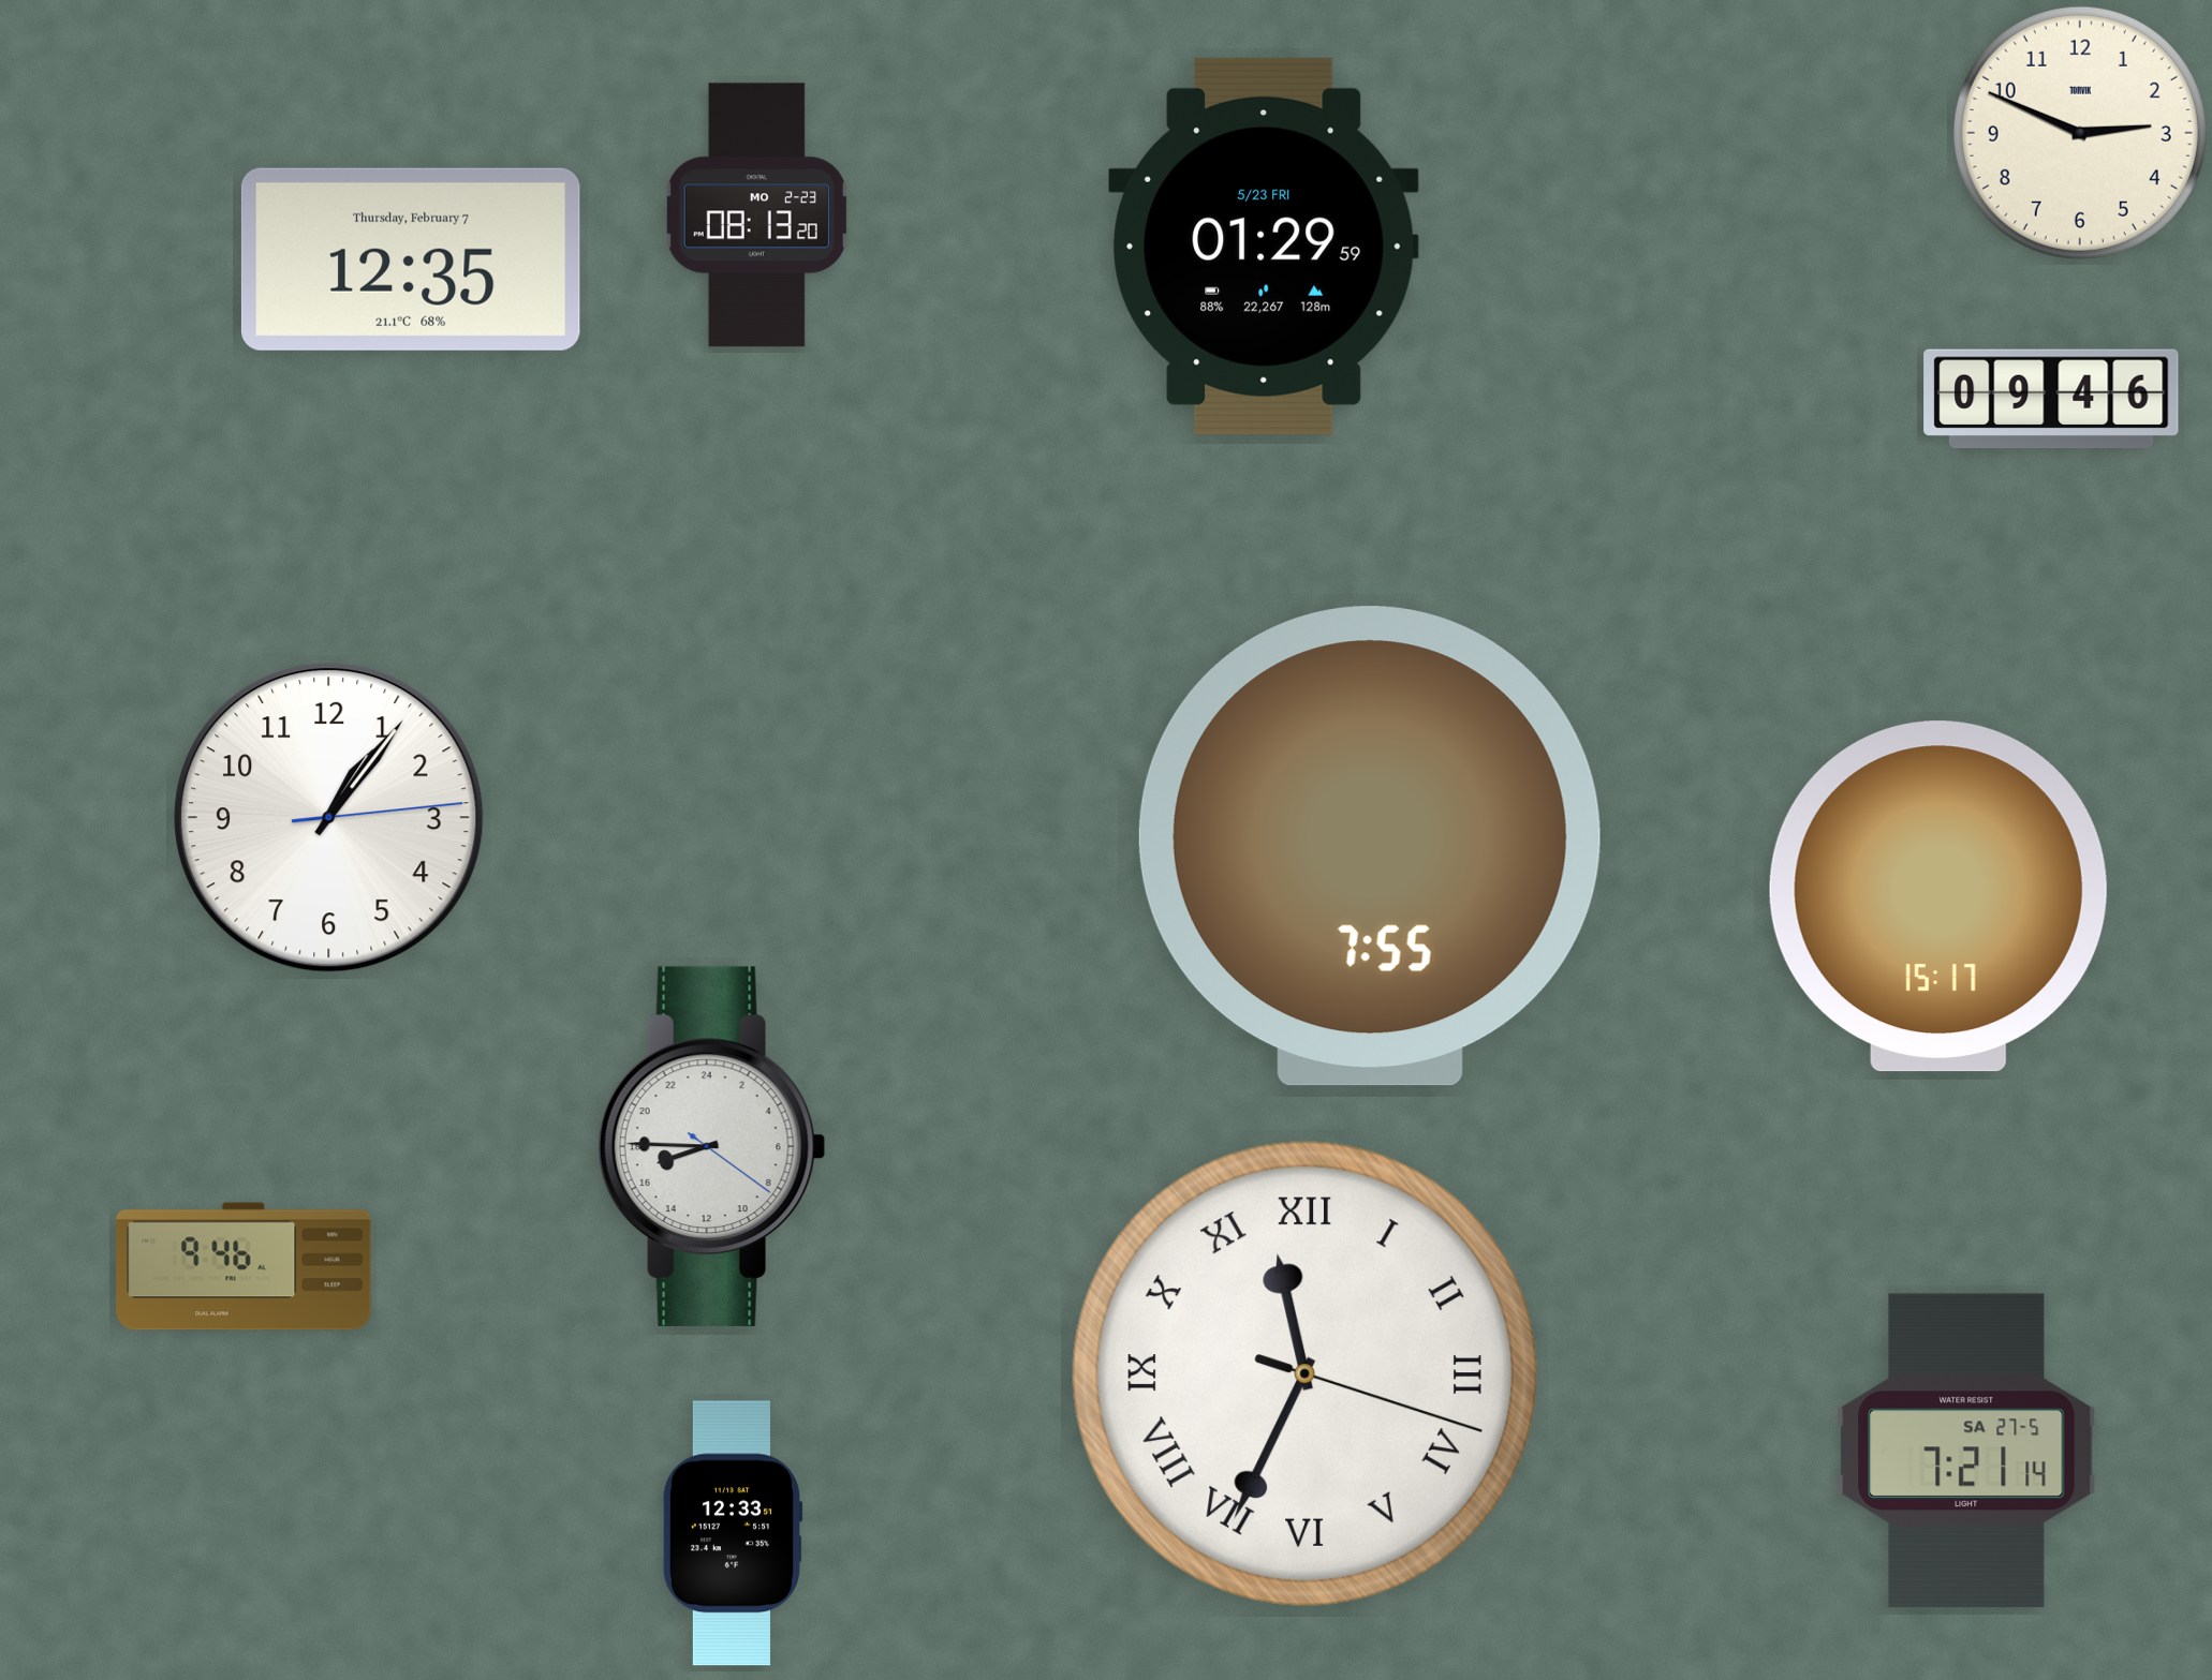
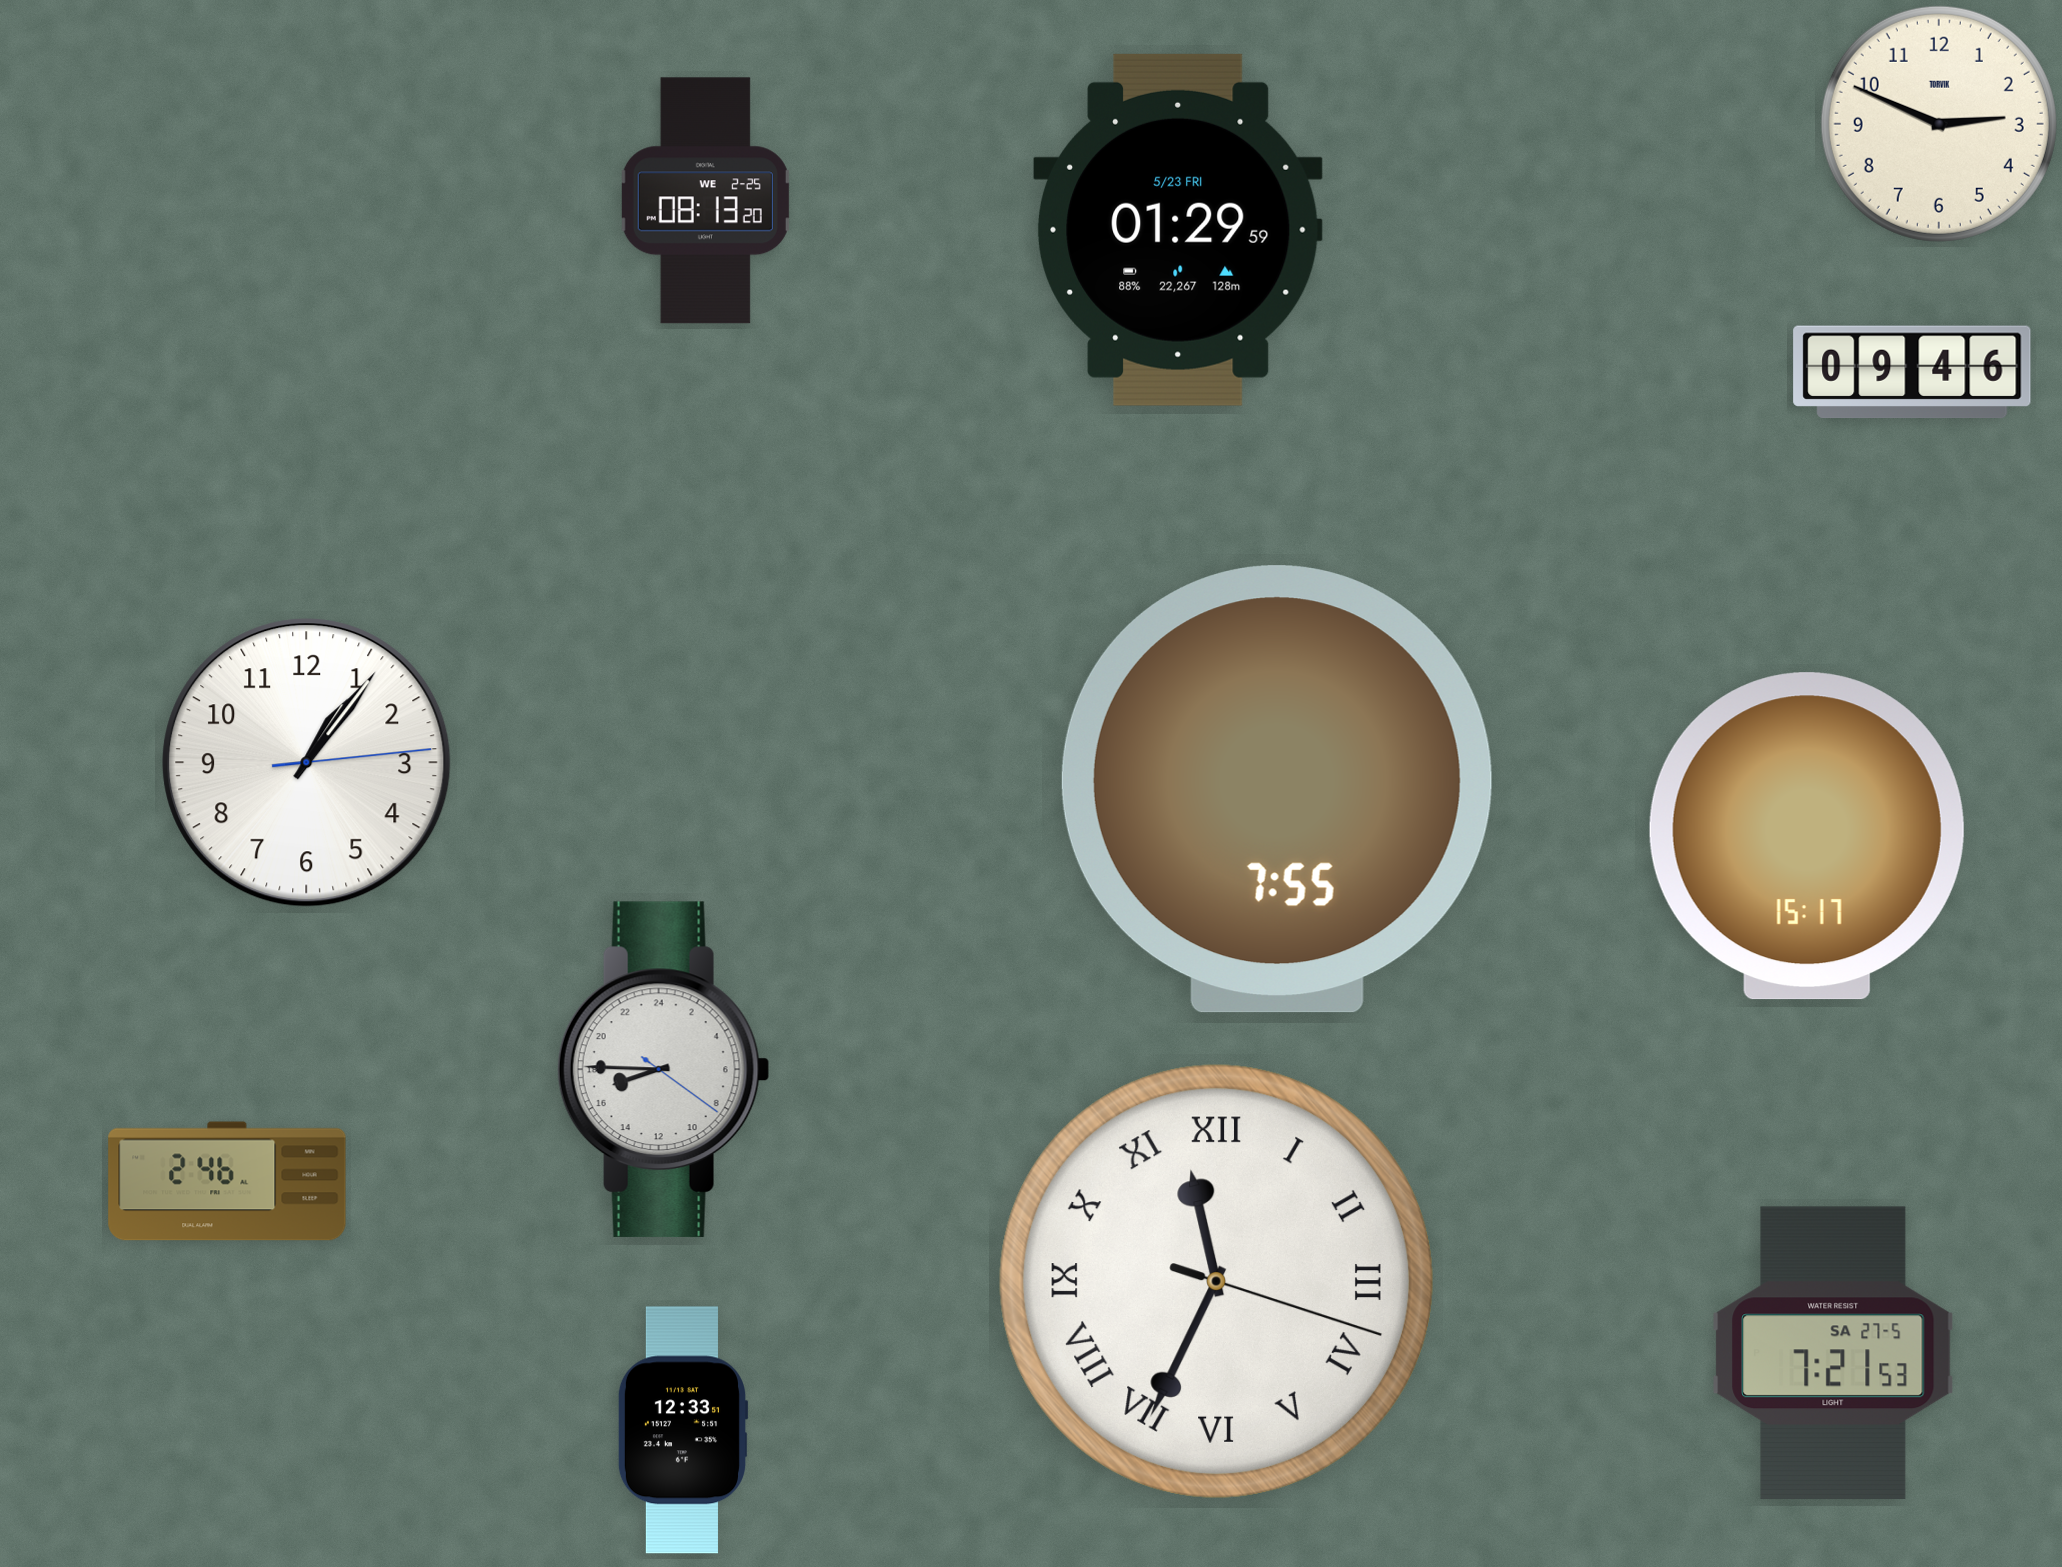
clock at (756, 215) date: MO 2-23 -> WE 2-25
clock at (411, 259): 12:35 -> none
clock at (244, 1266): 9:46 -> 2:46
clock at (1966, 1451): 7:21:14 -> 7:21:53
